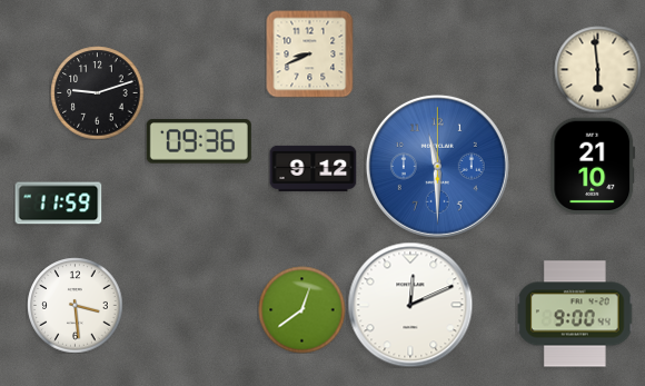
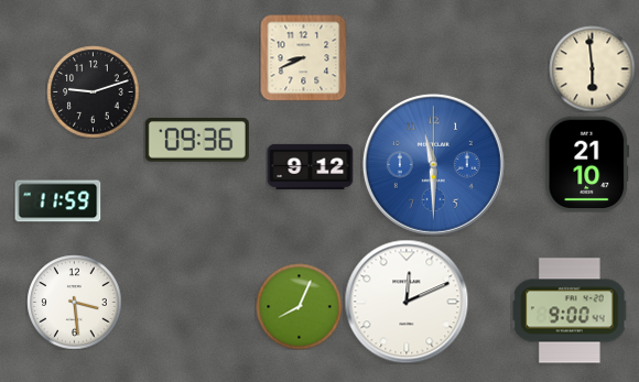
clock at (309, 53) position: (309, 53) -> (303, 57)
clock at (97, 92) position: (97, 92) -> (93, 91)
clock at (301, 309): 12:39 -> 8:04
